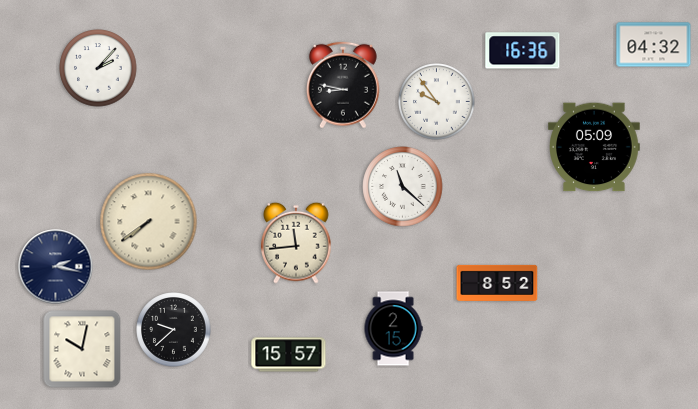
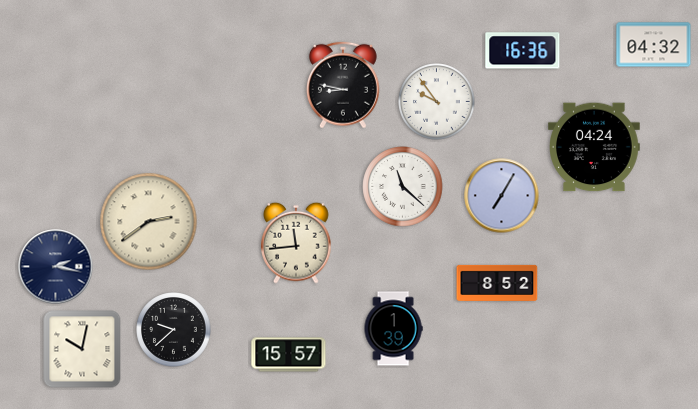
clock at (98, 68): 2:07 -> none
clock at (594, 147): 05:09 -> 04:24
clock at (502, 196): none -> 7:05
clock at (149, 222): 7:39 -> 2:39
clock at (393, 329): 2:15 -> 1:39
